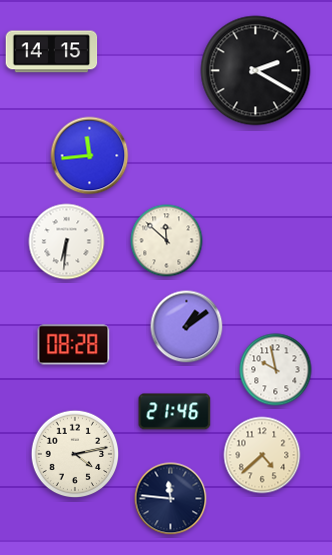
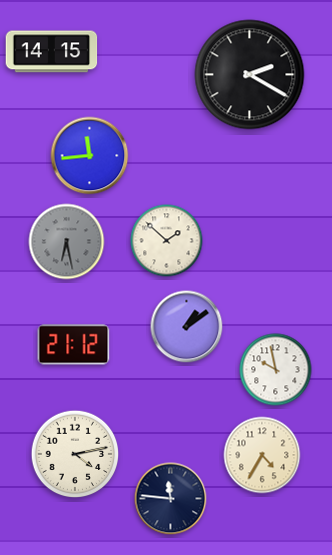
clock at (256, 71) position: (256, 71) -> (250, 75)
clock at (167, 241): 11:52 -> 1:52
clock at (67, 242): 6:31 -> 6:28
clock at (67, 242) dial: white -> grey
clock at (74, 345): 08:28 -> 21:12
clock at (175, 412): 21:46 -> none
clock at (262, 455): 4:38 -> 4:35
